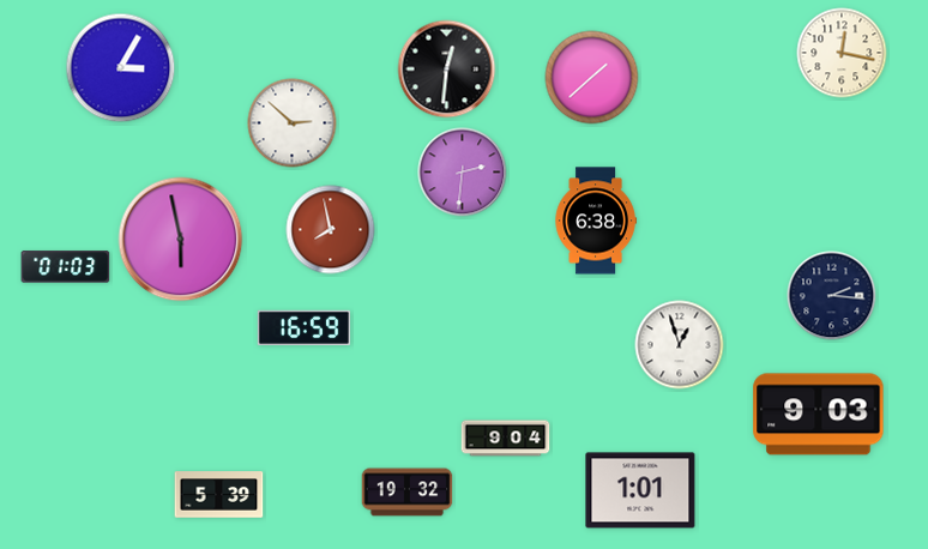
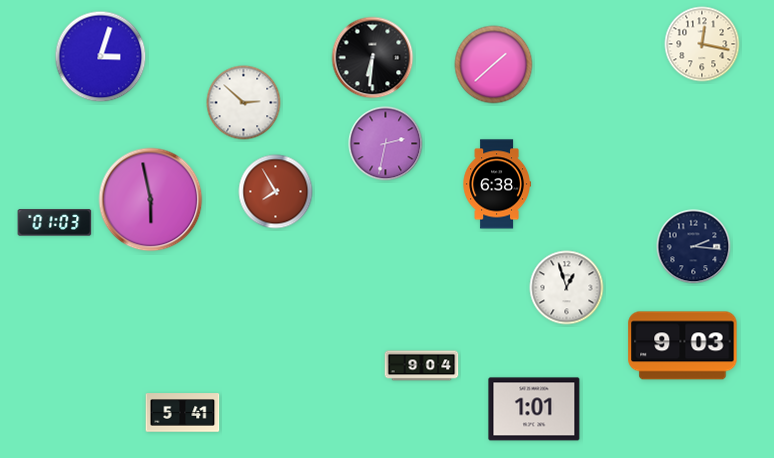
clock at (121, 68): 3:05 -> 3:03
clock at (447, 70): 12:31 -> 6:31
clock at (463, 173): 2:31 -> 2:32
clock at (331, 230): 7:58 -> 7:55
clock at (303, 327): 16:59 -> none
clock at (408, 493): 19:32 -> none
clock at (219, 495): 5:39 -> 5:41
